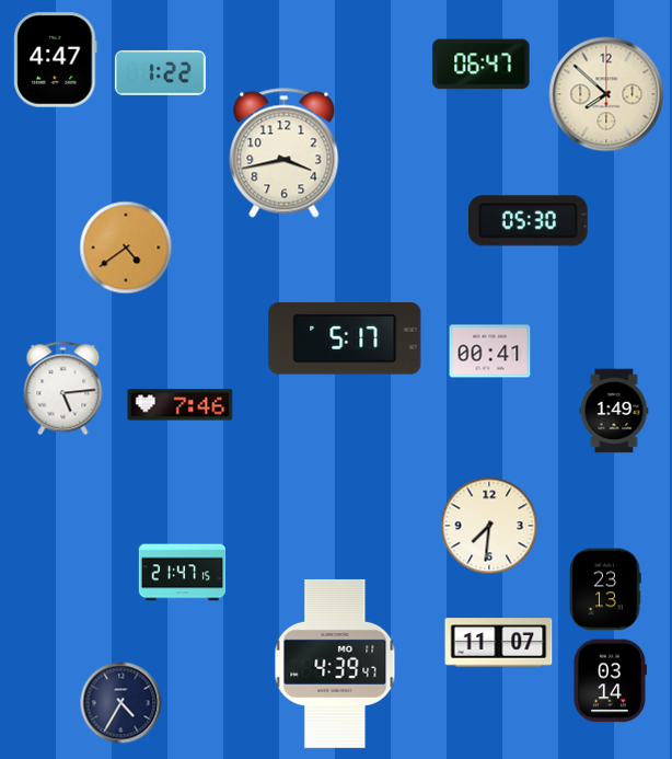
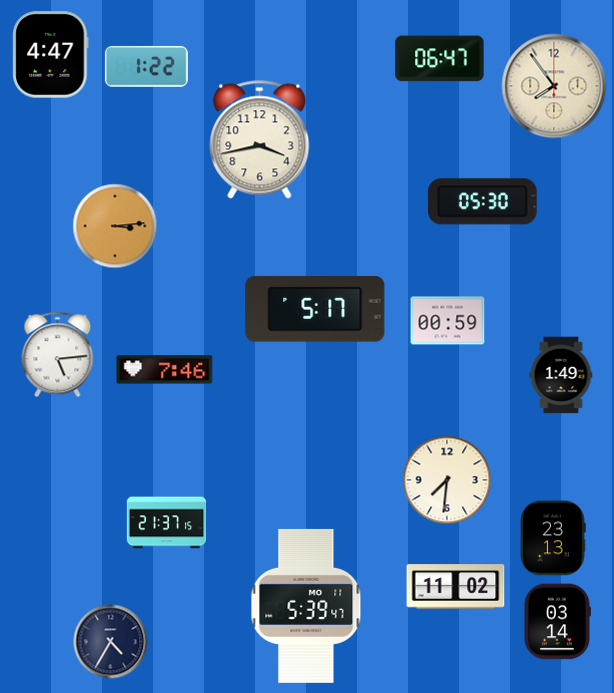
clock at (606, 94): 7:52 -> 7:54
clock at (126, 248): 4:39 -> 3:14
clock at (490, 352): 00:41 -> 00:59
clock at (183, 573): 21:47 -> 21:37
clock at (499, 643): 11:07 -> 11:02
clock at (335, 664): 4:39 -> 5:39
